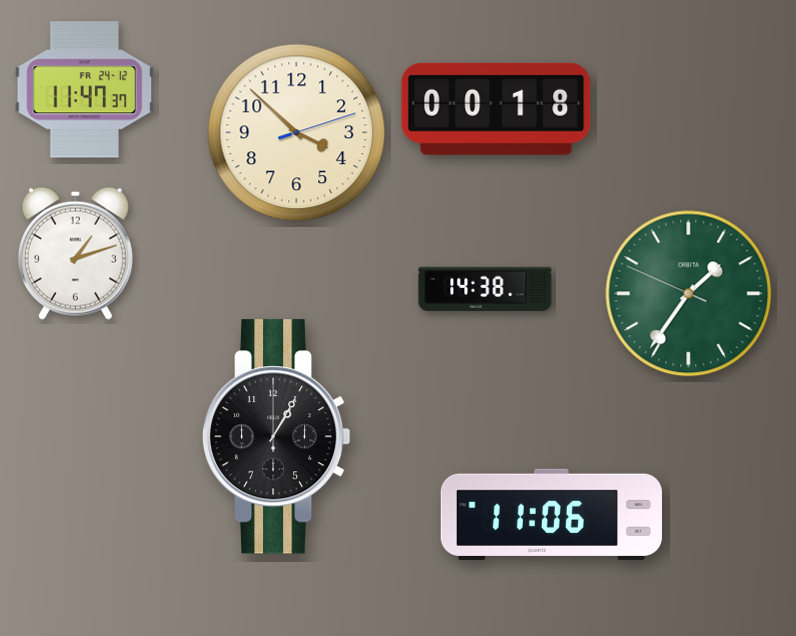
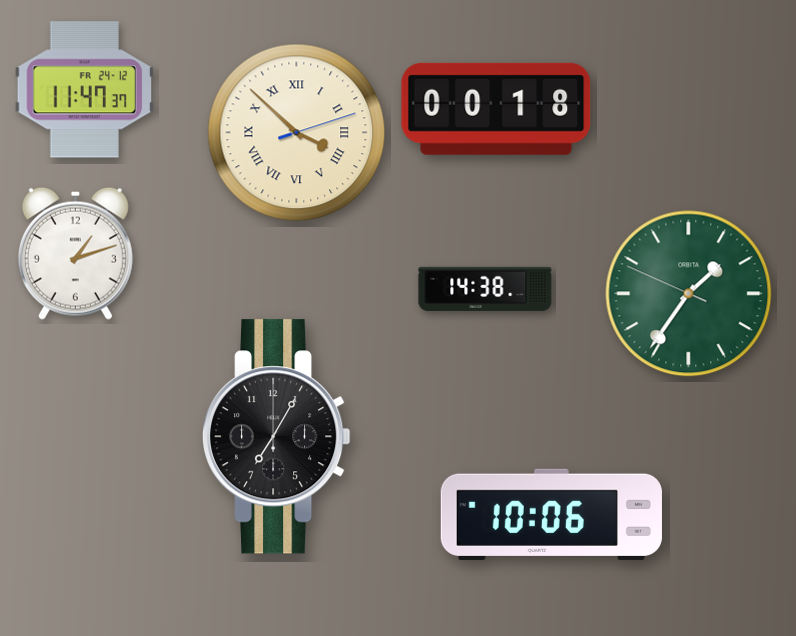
clock at (297, 133) numerals: Arabic -> Roman
clock at (276, 437): 1:05 -> 7:05
clock at (551, 514): 11:06 -> 10:06
